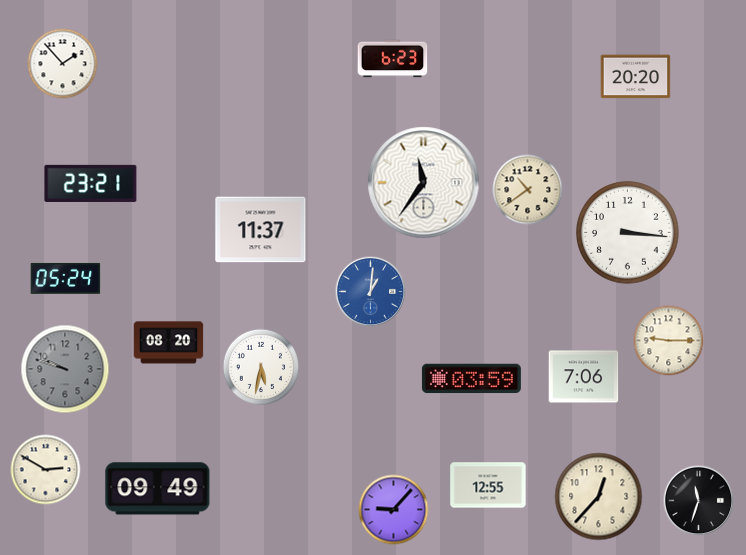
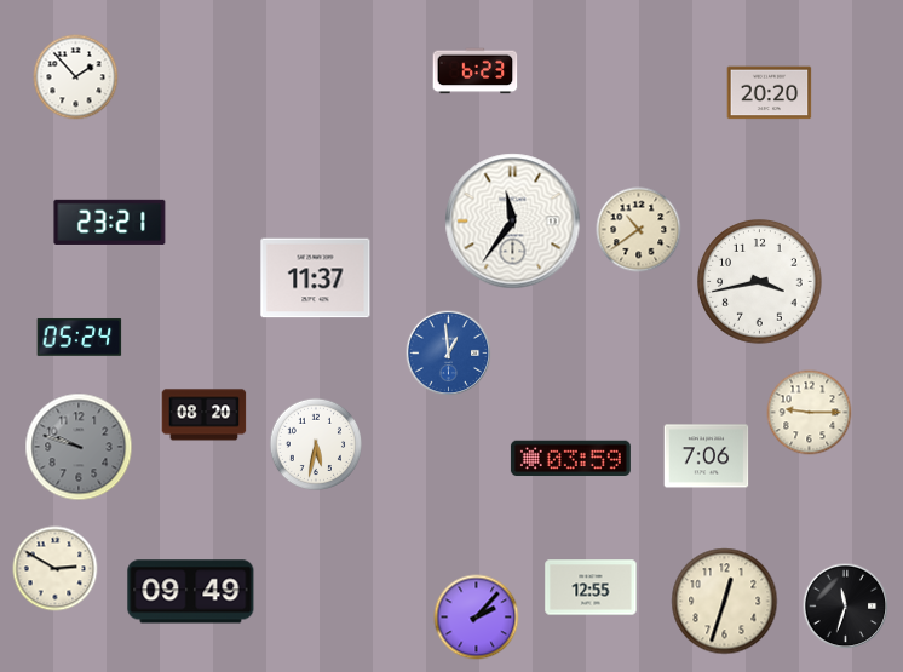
clock at (628, 233): 3:16 -> 3:43
clock at (371, 292): 1:01 -> 12:59
clock at (599, 497): 12:37 -> 12:33
clock at (394, 510): 9:07 -> 2:07
